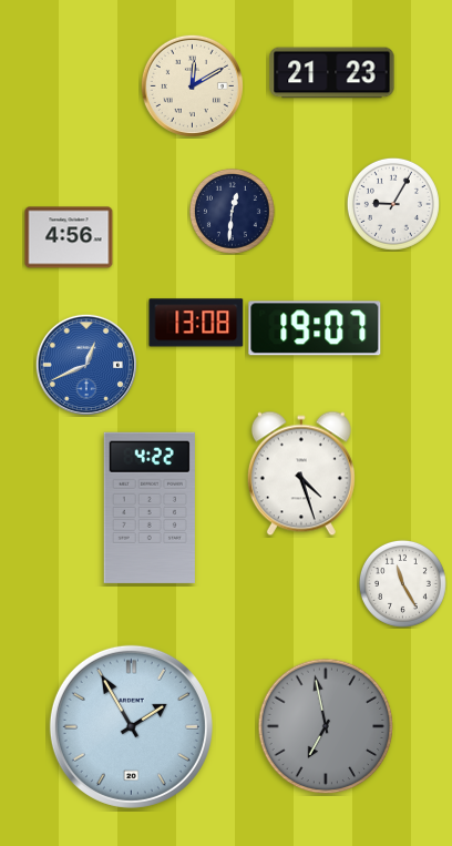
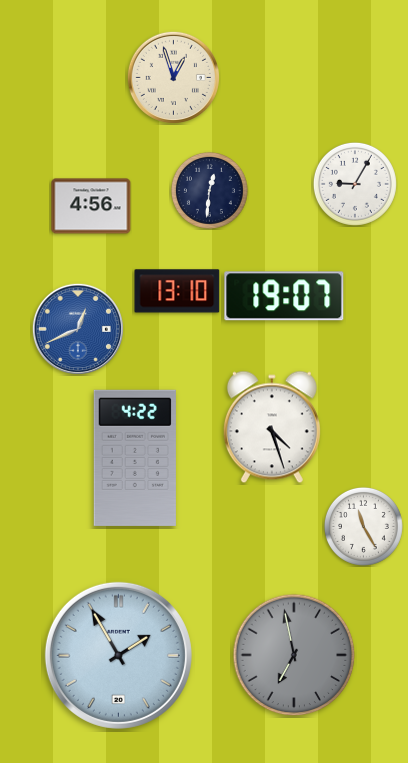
clock at (332, 73): 21:23 -> none
clock at (192, 85): 12:10 -> 12:57
clock at (69, 237) position: (69, 237) -> (91, 206)
clock at (196, 323): 13:08 -> 13:10
